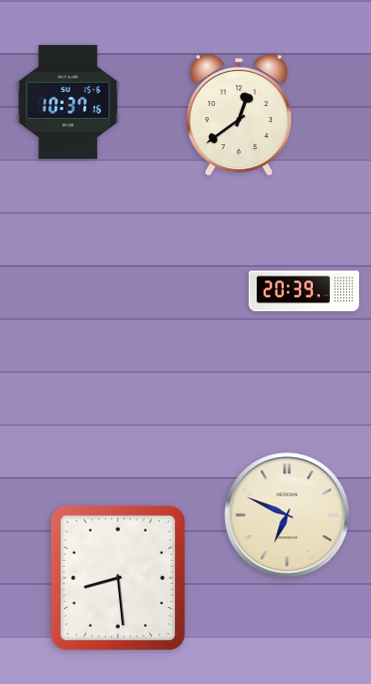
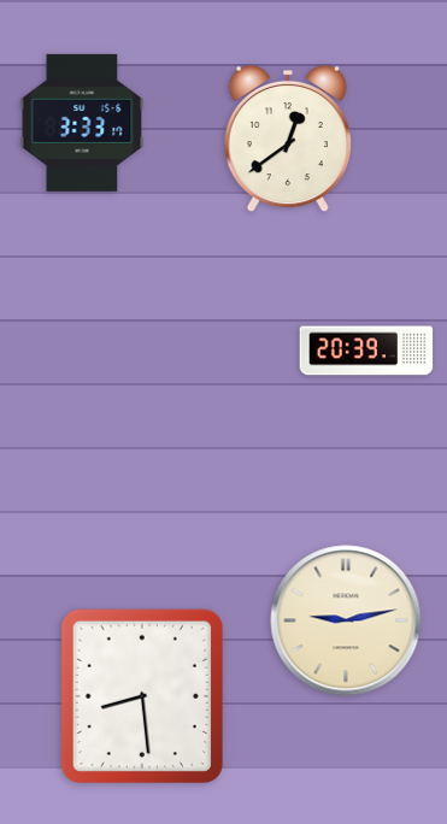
clock at (68, 102): 10:37 -> 3:33
clock at (287, 515): 6:49 -> 9:13
